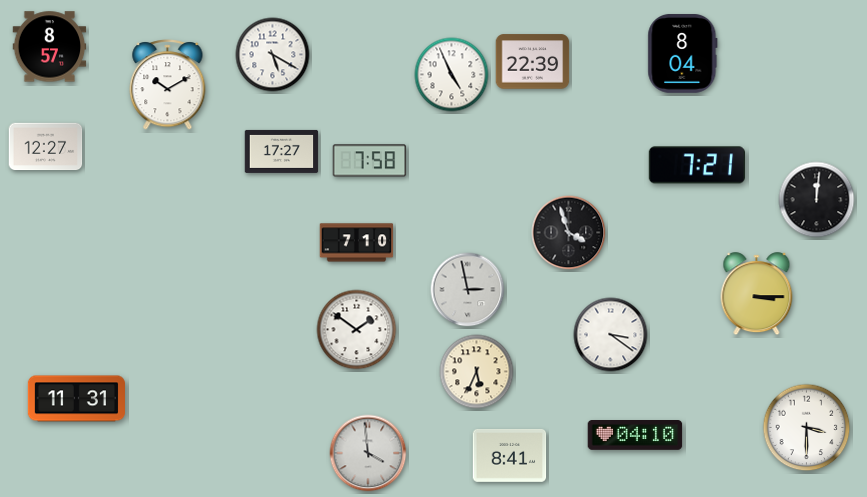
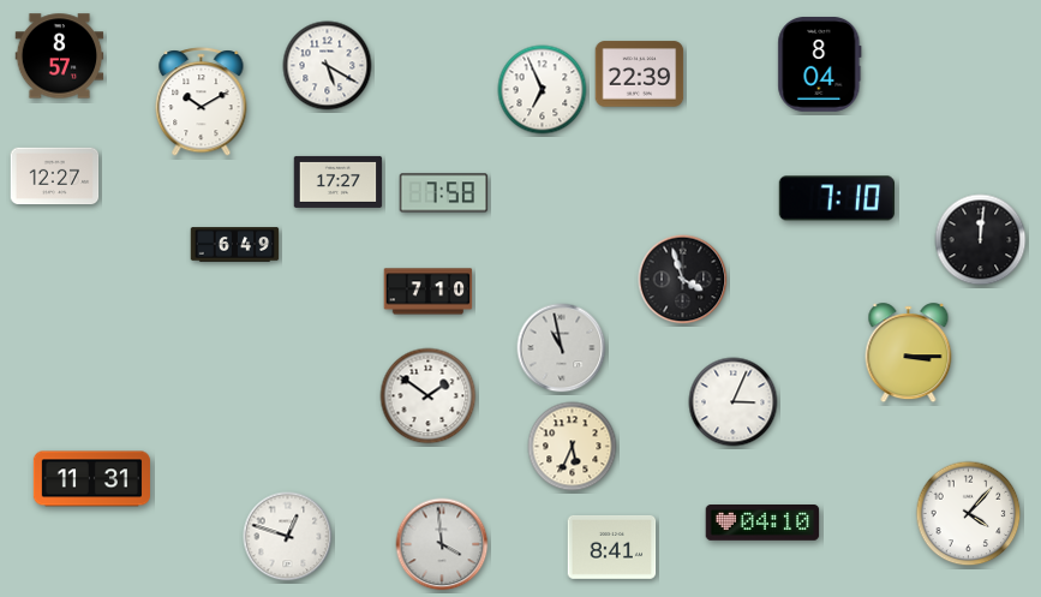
clock at (452, 75): 4:56 -> 6:56
clock at (696, 165): 7:21 -> 7:10
clock at (235, 245): none -> 6:49
clock at (468, 290): 2:58 -> 10:58
clock at (611, 335): 3:21 -> 3:04
clock at (807, 428): 3:30 -> 4:07
clock at (288, 537): none -> 12:48
